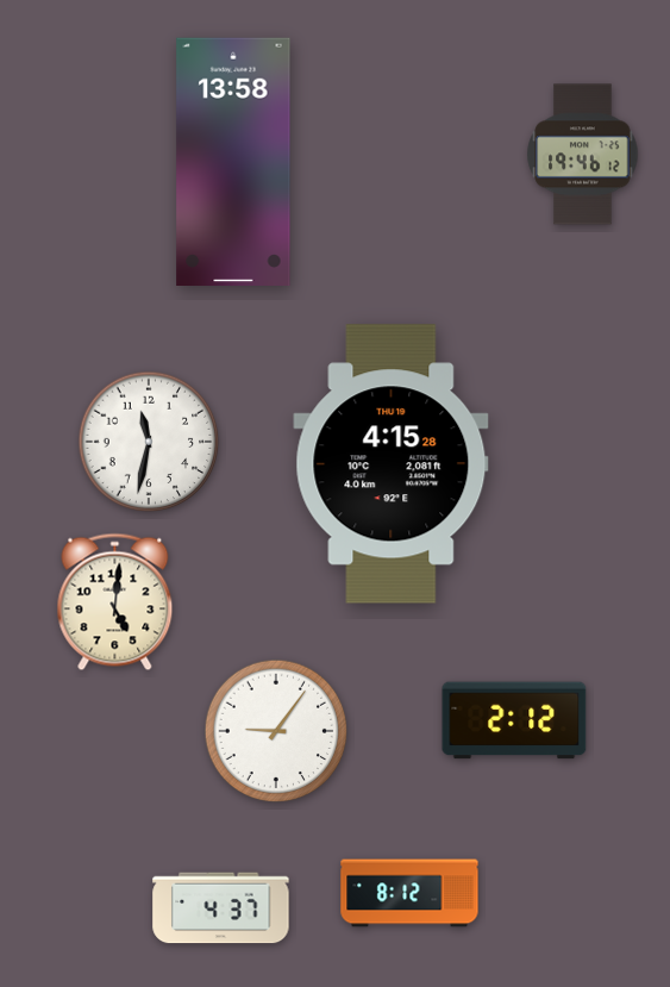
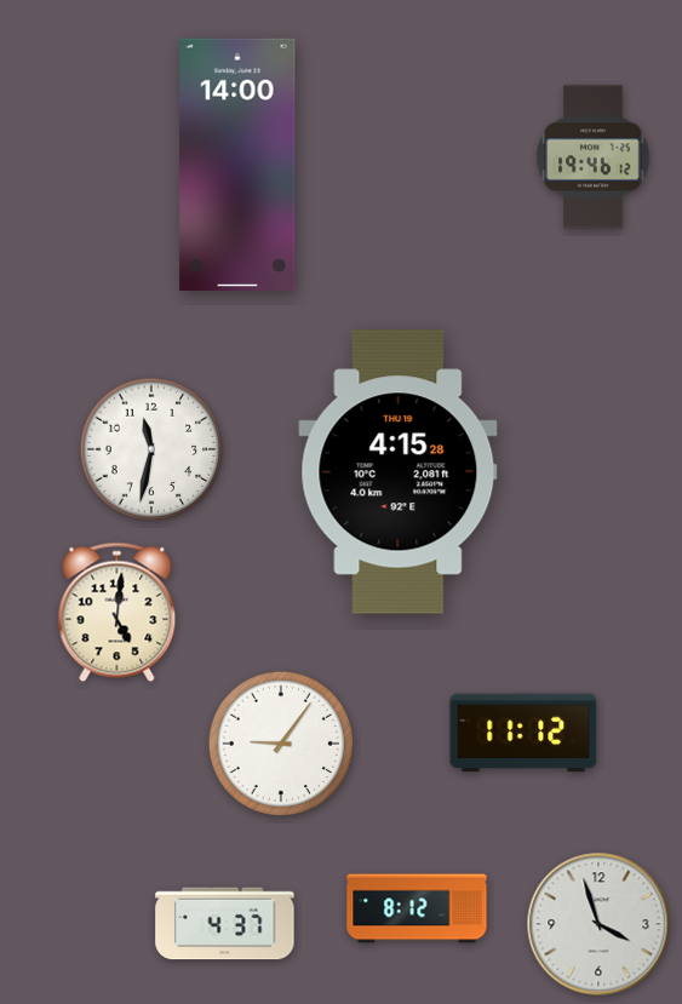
clock at (233, 161): 13:58 -> 14:00
clock at (514, 720): 2:12 -> 11:12
clock at (598, 924): none -> 3:57
